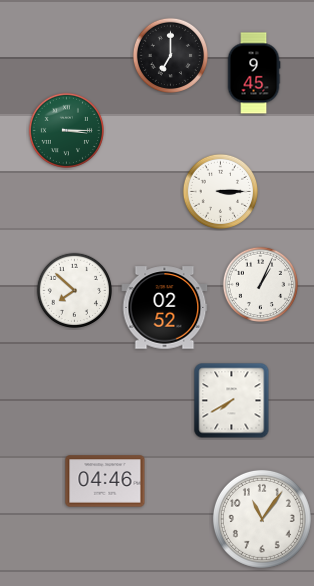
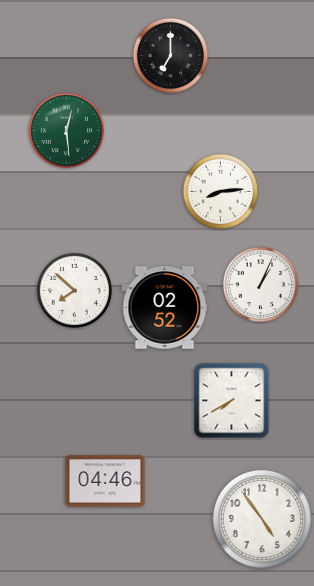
clock at (254, 73): 9:45 -> none
clock at (66, 130): 3:15 -> 12:29
clock at (220, 191): 3:15 -> 8:14
clock at (262, 519): 11:06 -> 4:54
